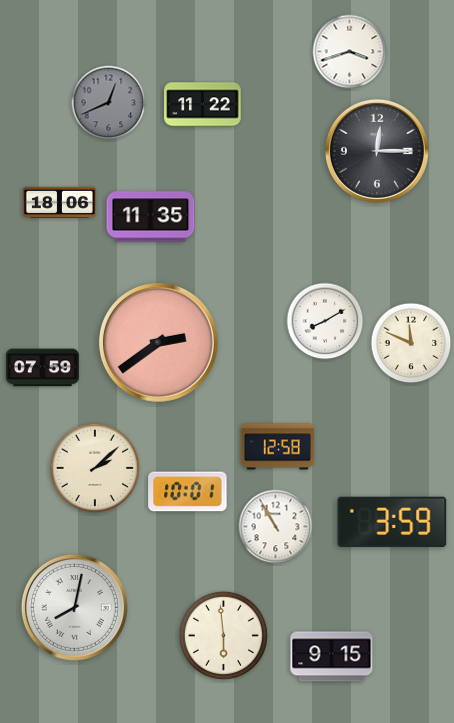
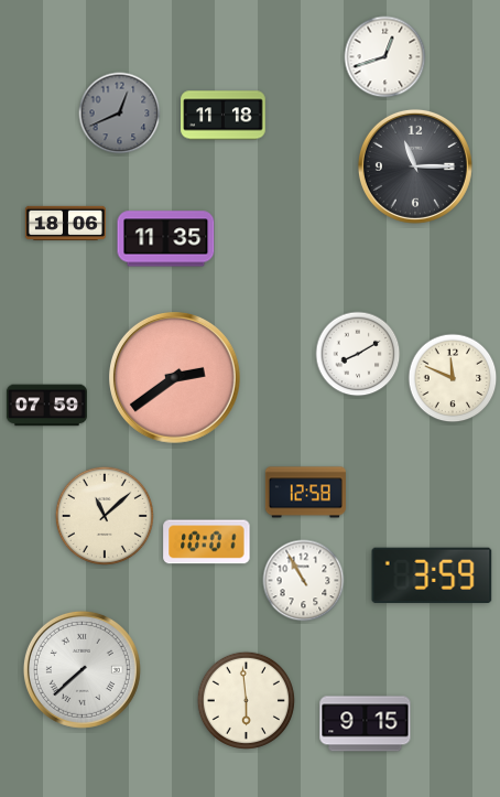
clock at (350, 52): 3:42 -> 12:42
clock at (203, 105): 11:22 -> 11:18
clock at (377, 151): 12:15 -> 11:15
clock at (95, 468): 2:08 -> 11:08
clock at (74, 607): 8:02 -> 7:38
